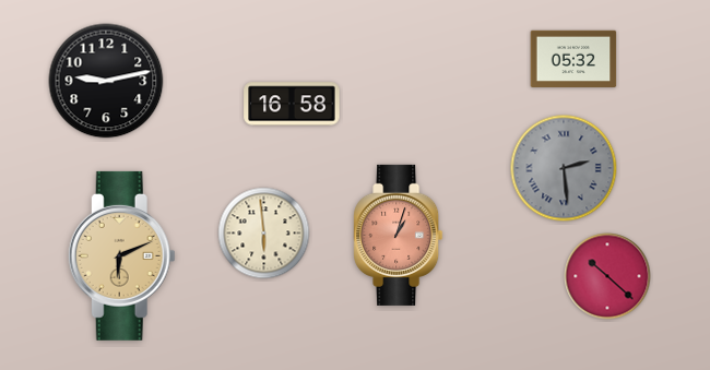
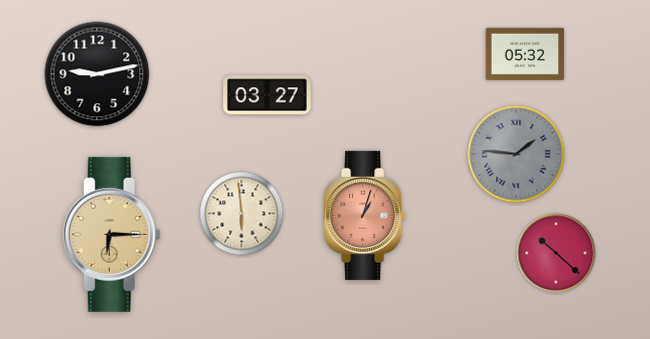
clock at (292, 104): 16:58 -> 03:27
clock at (564, 168): 2:29 -> 1:46
clock at (121, 255): 6:11 -> 6:15
